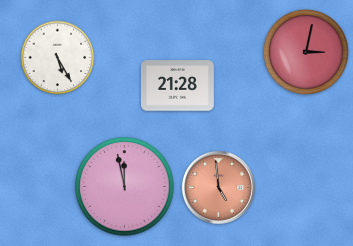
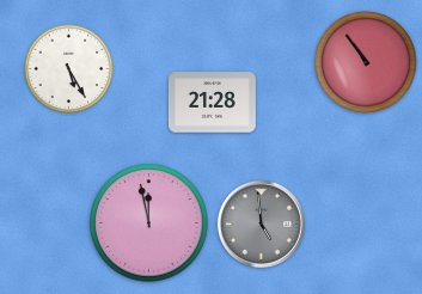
clock at (306, 52): 3:02 -> 10:54
clock at (218, 187) dial: salmon -> grey
